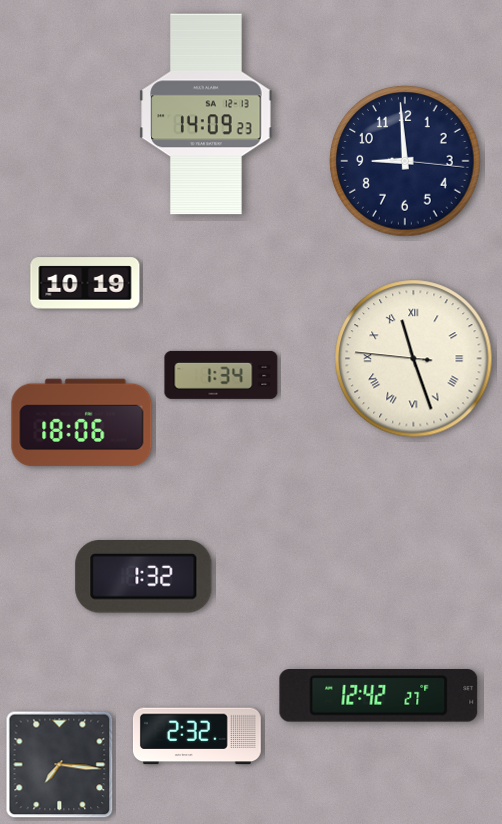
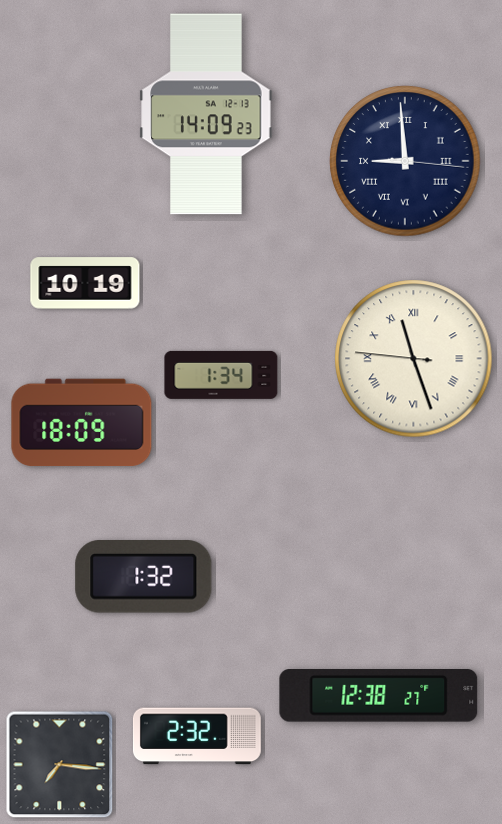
clock at (405, 161) numerals: Arabic -> Roman
clock at (82, 423): 18:06 -> 18:09
clock at (379, 696): 12:42 -> 12:38
